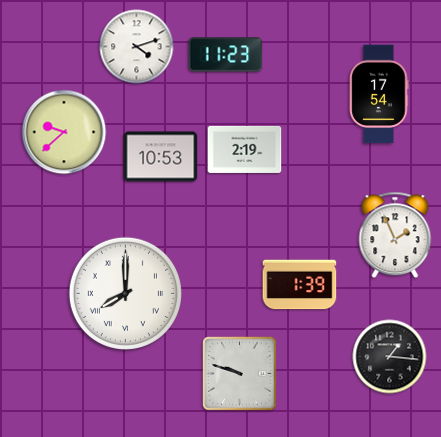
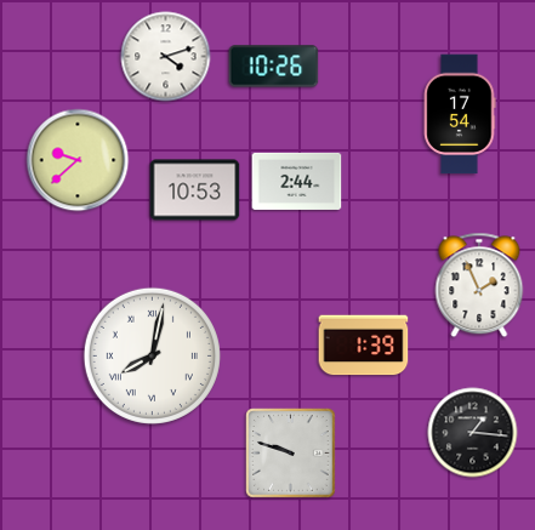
clock at (226, 55): 11:23 -> 10:26
clock at (245, 149): 2:19 -> 2:44
clock at (125, 293): 8:00 -> 8:02
